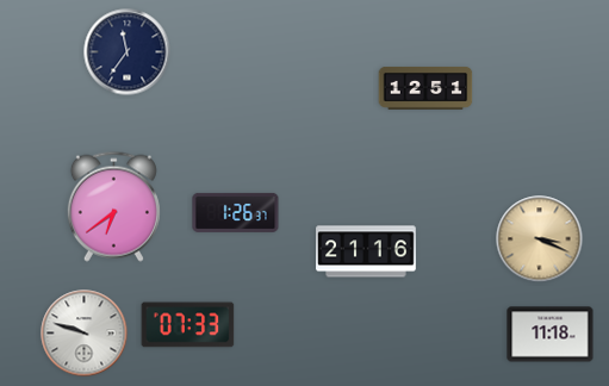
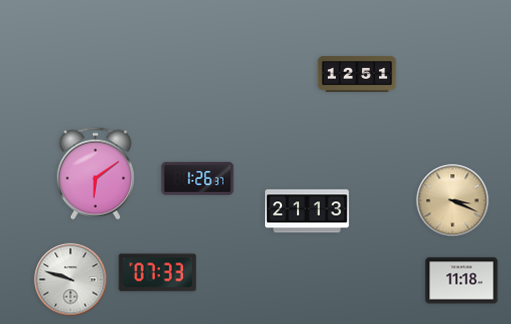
clock at (128, 52): 11:36 -> none
clock at (113, 206): 6:39 -> 6:09
clock at (366, 251): 21:16 -> 21:13
